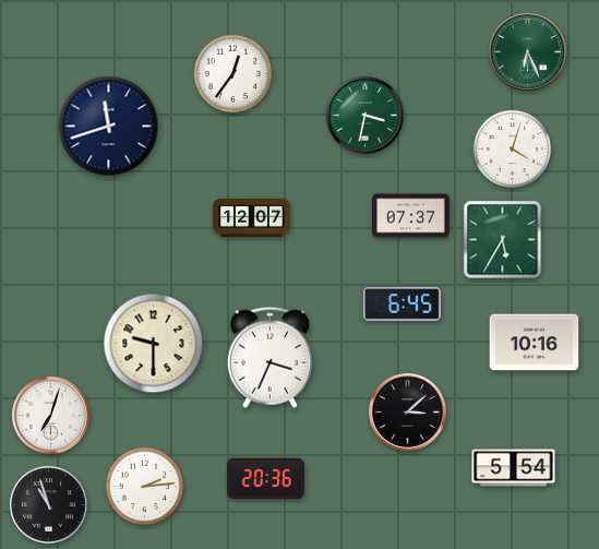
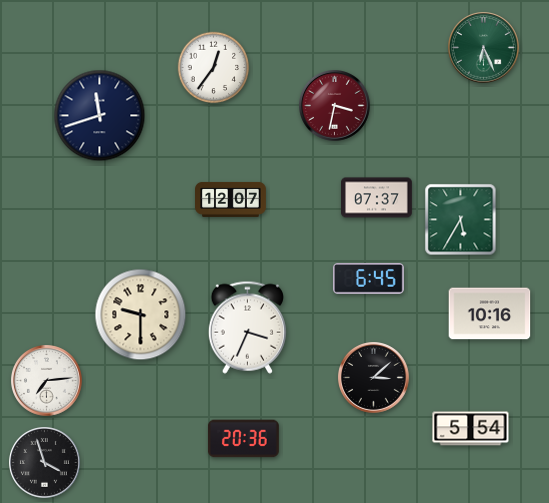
clock at (366, 116) dial: green -> burgundy
clock at (513, 150): 4:03 -> none
clock at (51, 416): 7:03 -> 7:14
clock at (145, 487): 2:14 -> none
clock at (49, 505): 10:57 -> 3:57
